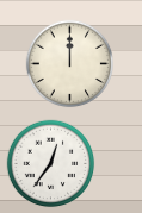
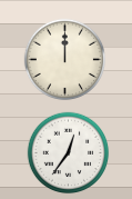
clock at (51, 164) position: (51, 164) -> (69, 153)
